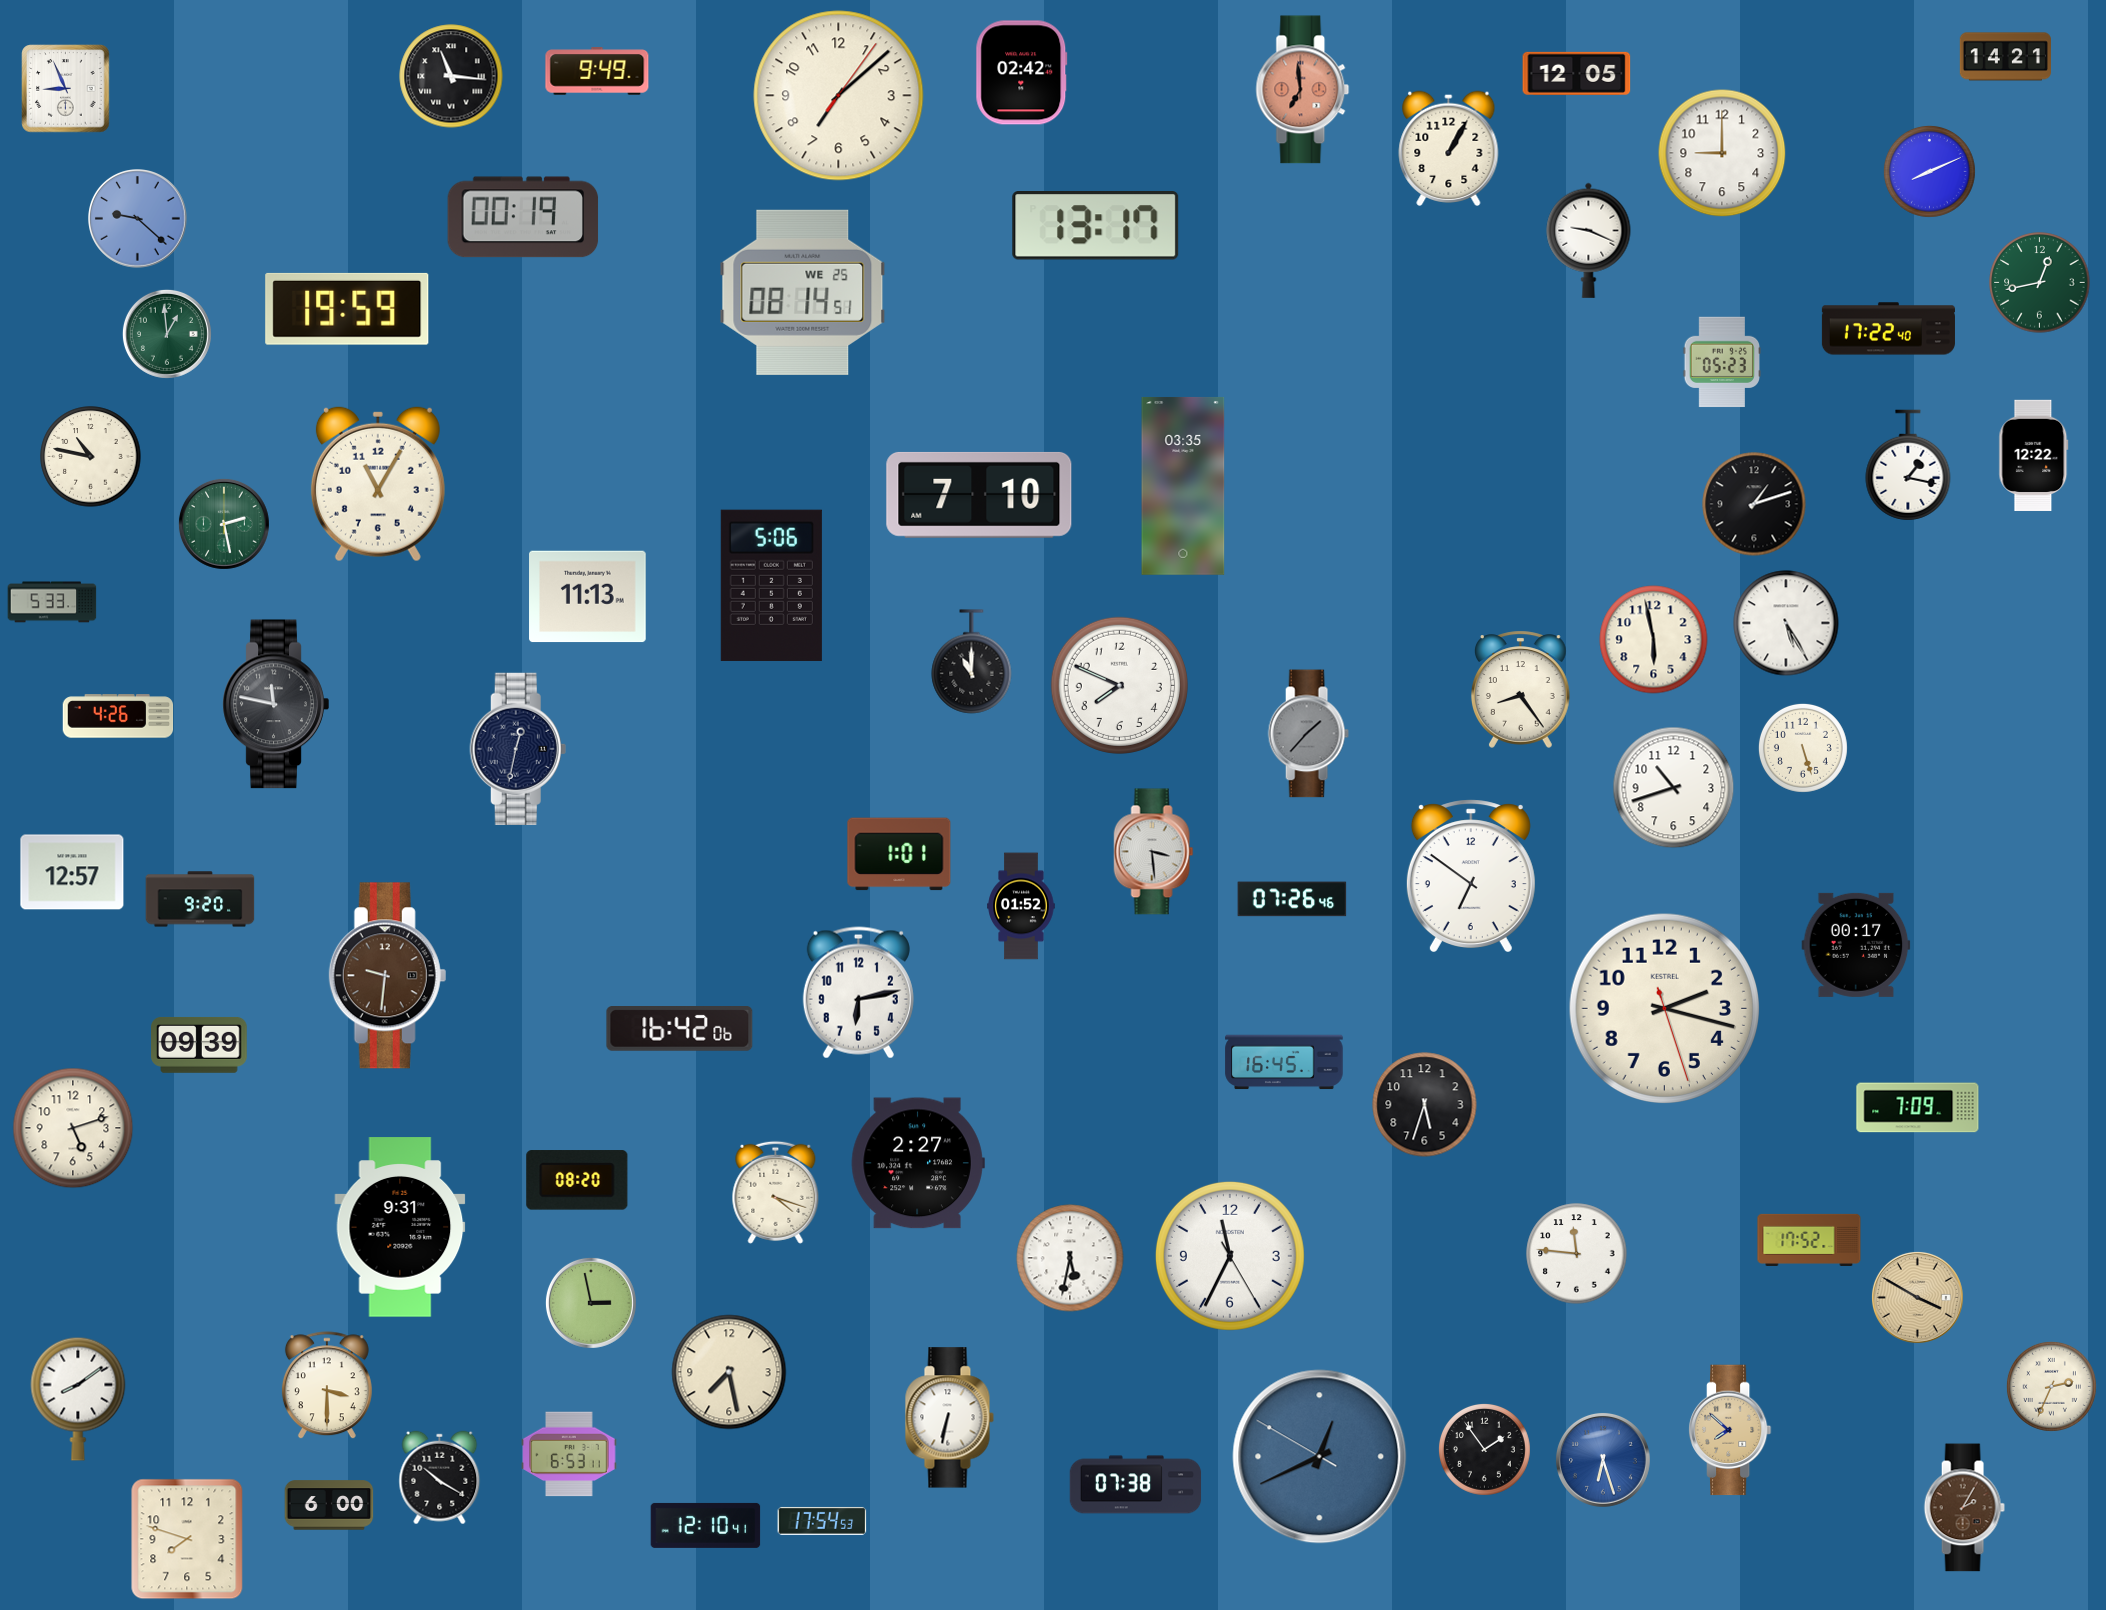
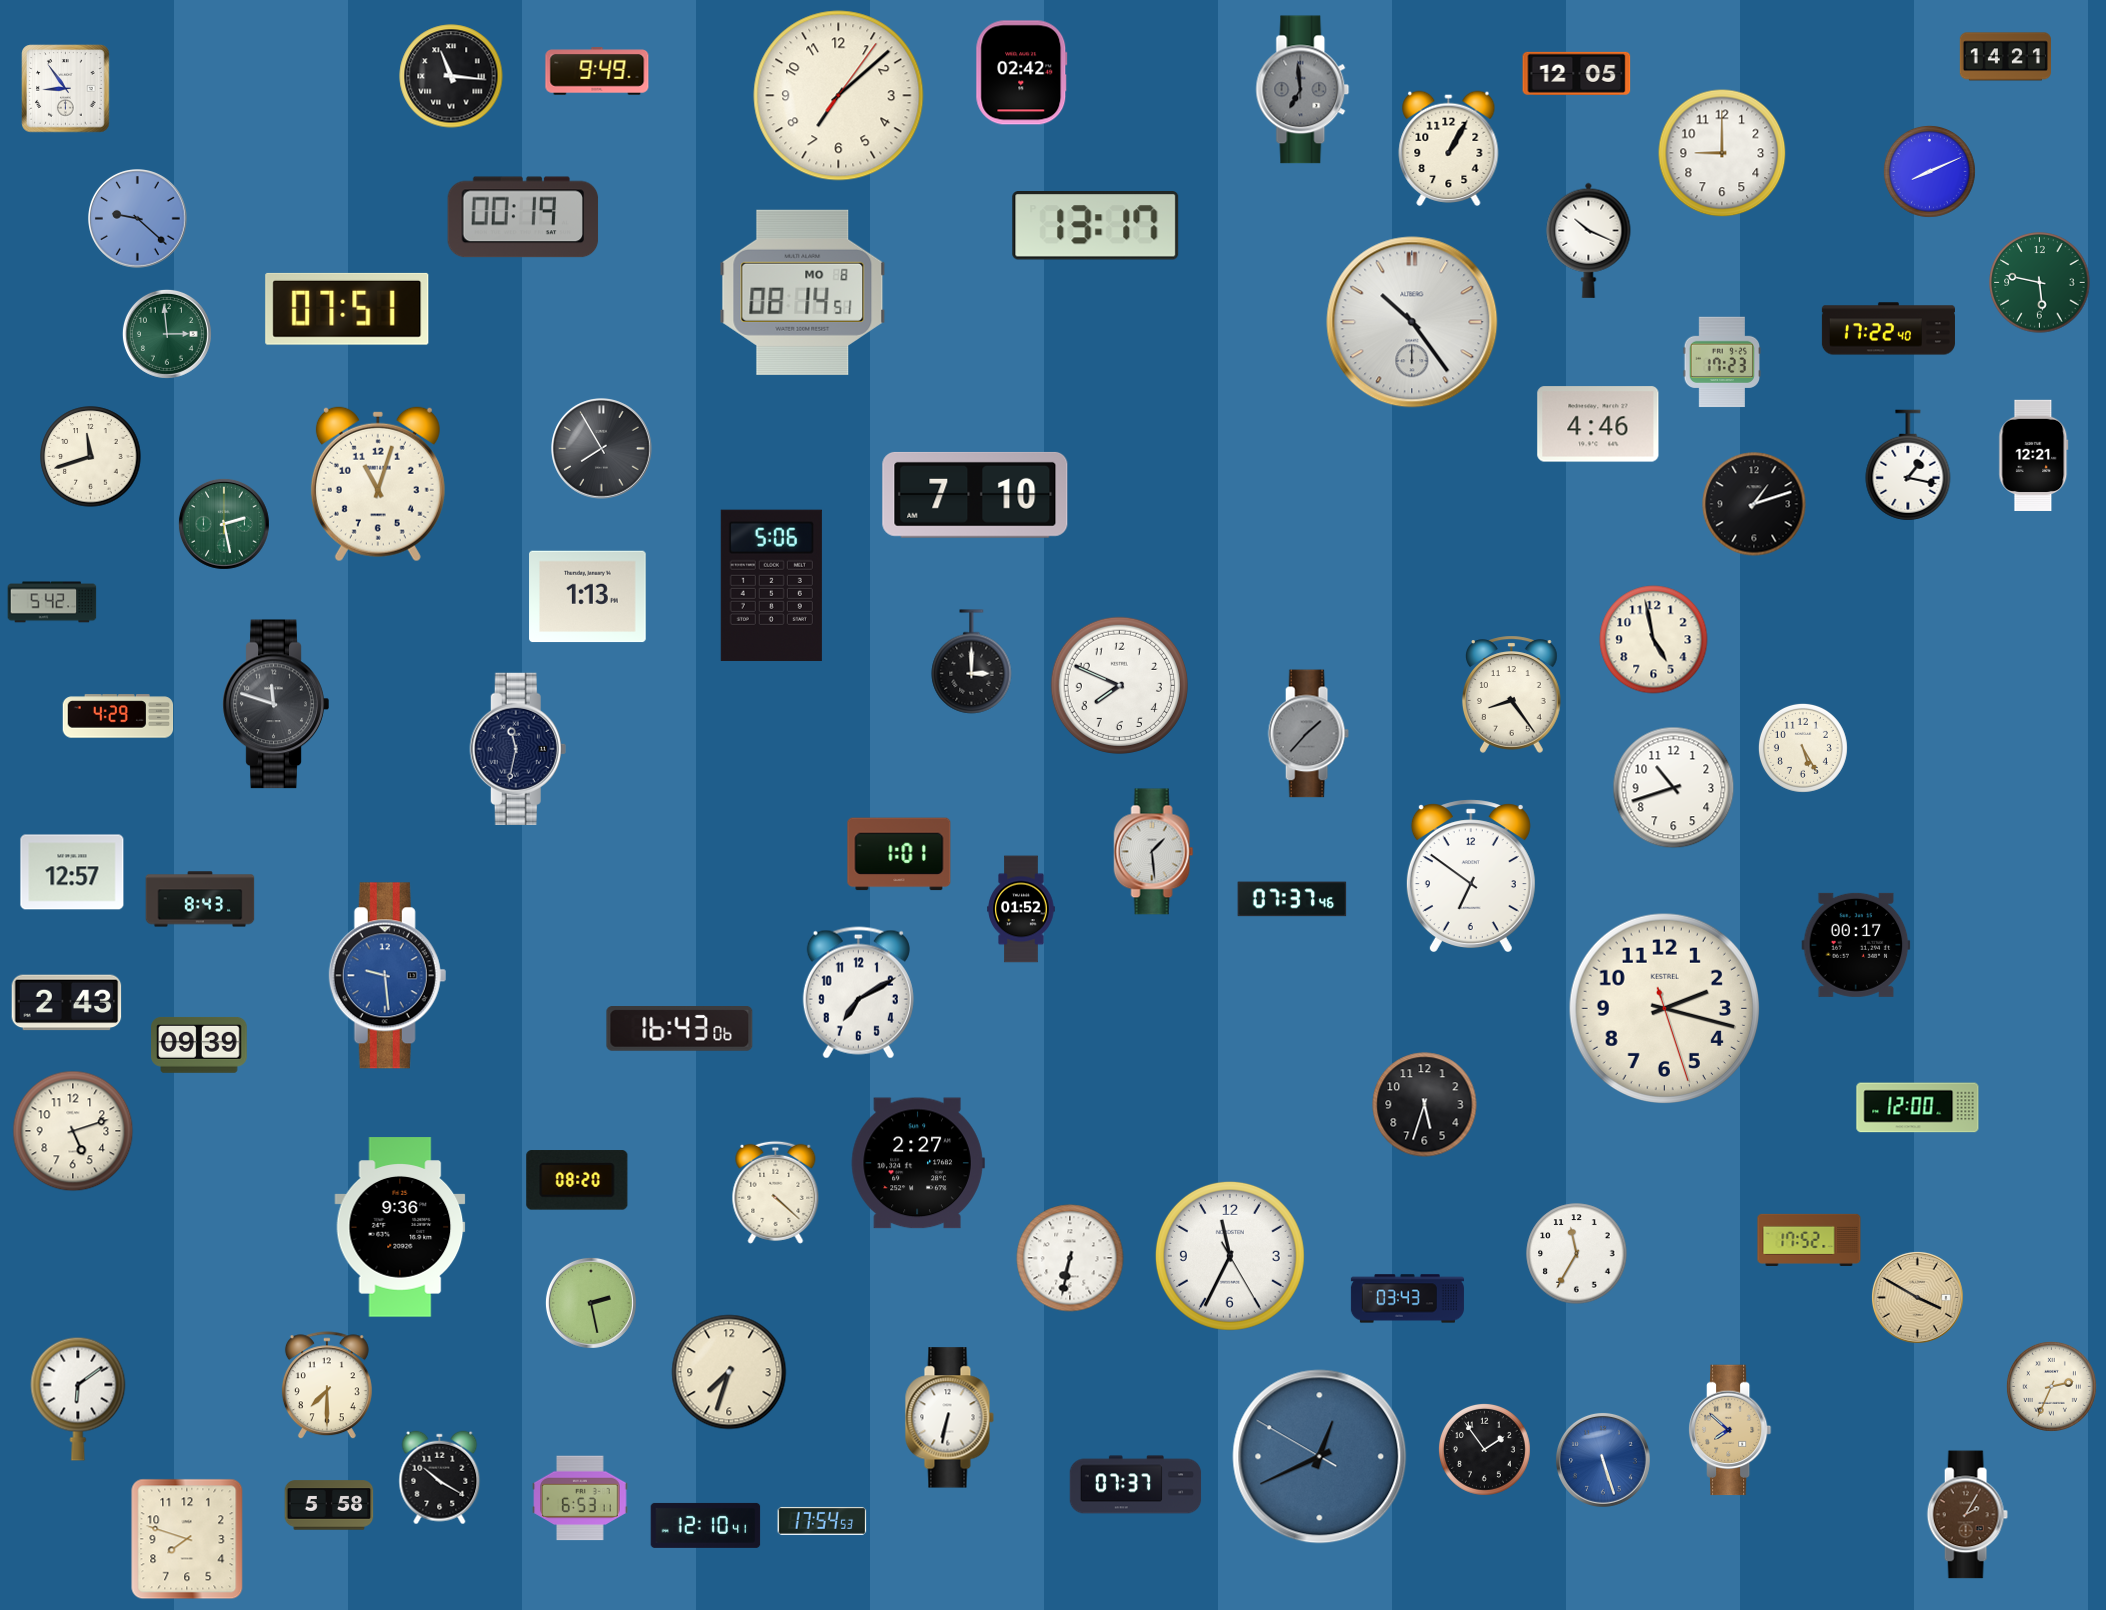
clock at (66, 89): 8:56 -> 8:54
clock at (1303, 90) dial: salmon -> grey
clock at (1589, 240): 9:19 -> 10:19
clock at (2040, 283): 12:43 -> 5:47
clock at (803, 292) date: WE 25 -> MO 8
clock at (347, 309): 19:59 -> 07:51
clock at (1412, 322): none -> 10:24
clock at (167, 334): 12:59 -> 2:59
clock at (1721, 362): 05:23 -> 17:23
clock at (1598, 424): none -> 4:46
clock at (602, 449): none -> 7:55
clock at (2034, 455): 12:22 -> 12:21
clock at (91, 457): 10:47 -> 11:42
clock at (378, 484): 11:05 -> 11:03
clock at (1183, 486): 03:35 -> none
clock at (979, 495) position: (979, 495) -> (975, 495)
clock at (588, 597): 11:13 -> 1:13
clock at (52, 602): 5:33 -> 5:42
clock at (1786, 623): 5:25 -> none
clock at (1654, 640): 5:58 -> 4:58
clock at (972, 662): 11:00 -> 3:00
clock at (1520, 689) position: (1520, 689) -> (1511, 694)
clock at (276, 704): 11:47 -> 11:48
clock at (118, 716): 4:26 -> 4:29
clock at (1803, 748): 5:27 -> 5:25
clock at (518, 749): 12:32 -> 11:32
clock at (1154, 852): 3:29 -> 1:29
clock at (200, 899): 9:20 -> 8:43
clock at (1292, 899): 07:26 -> 07:37
clock at (1021, 906) position: (1021, 906) -> (1021, 909)
clock at (388, 976): 9:31 -> 9:29
clock at (388, 976) dial: brown -> blue
clock at (858, 993): 6:13 -> 7:10
clock at (67, 1003): none -> 2:43
clock at (680, 1029): 16:42 -> 16:43
clock at (1284, 1062): 16:45 -> none
clock at (1918, 1108): 7:09 -> 12:00
clock at (73, 1128) position: (73, 1128) -> (73, 1131)
clock at (776, 1192): 4:18 -> 4:22
clock at (400, 1227): 9:31 -> 9:36
clock at (1577, 1254): 11:46 -> 11:35
clock at (1070, 1258): 5:32 -> 6:32
clock at (1407, 1299): none -> 03:43
clock at (591, 1303): 2:58 -> 2:28
clock at (729, 1372): 7:28 -> 7:33
clock at (327, 1386): 3:30 -> 7:30
clock at (78, 1399): 8:09 -> 6:09
clock at (569, 1454) position: (569, 1454) -> (580, 1498)
clock at (1603, 1460): 6:27 -> 5:27
clock at (1136, 1485): 07:38 -> 07:37
clock at (329, 1505): 6:00 -> 5:58
clock at (1964, 1508) position: (1964, 1508) -> (1967, 1515)
